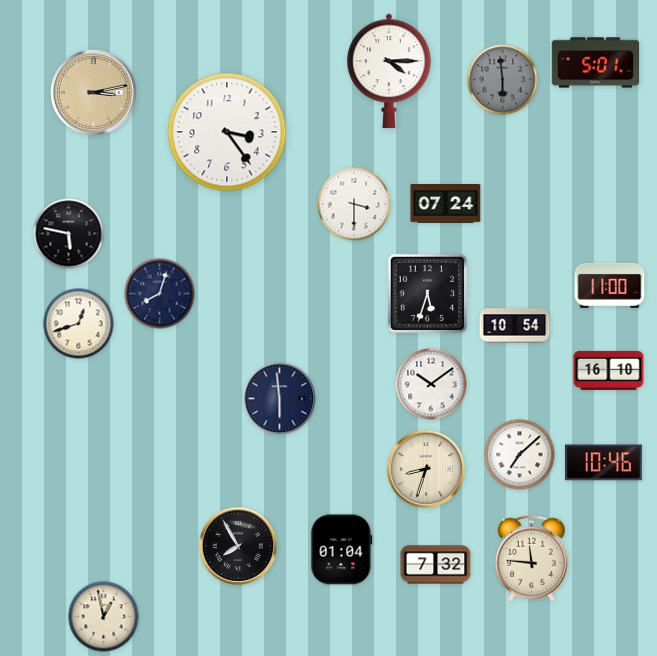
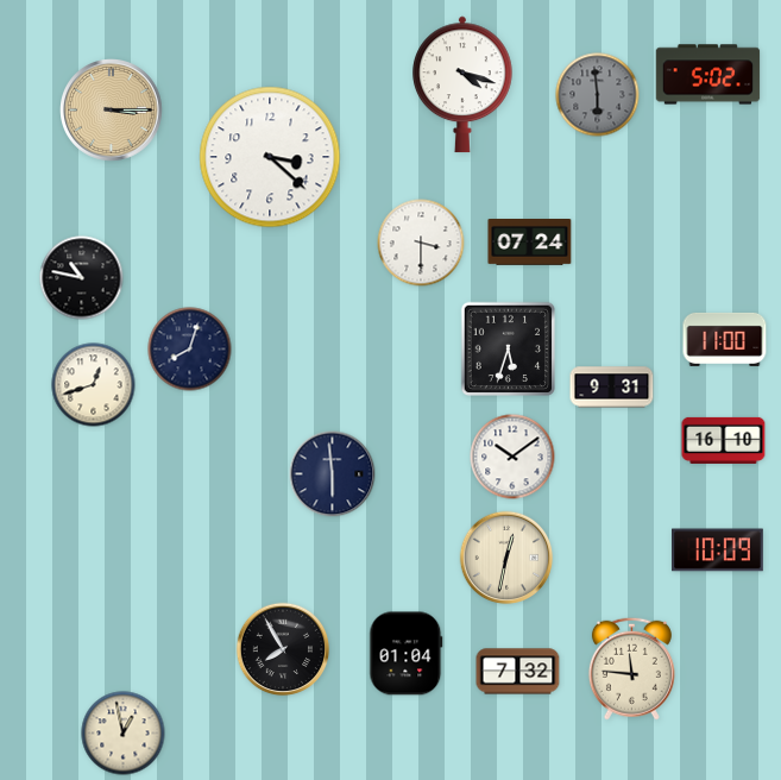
clock at (596, 63): 5:01 -> 5:02
clock at (390, 71): 4:15 -> 4:18
clock at (94, 93): 3:13 -> 3:15
clock at (227, 132): 3:24 -> 3:22
clock at (69, 234): 5:47 -> 10:47
clock at (515, 326): 10:54 -> 9:31
clock at (520, 455): 7:08 -> none
clock at (604, 463): 10:46 -> 10:09
clock at (426, 469): 8:33 -> 12:32
clock at (531, 558) position: (531, 558) -> (631, 668)
